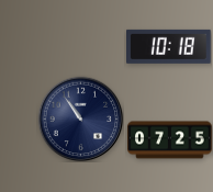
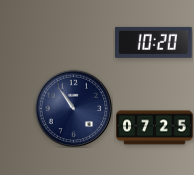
clock at (169, 46): 10:18 -> 10:20
